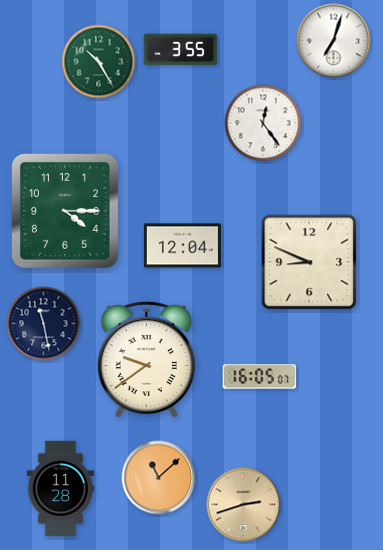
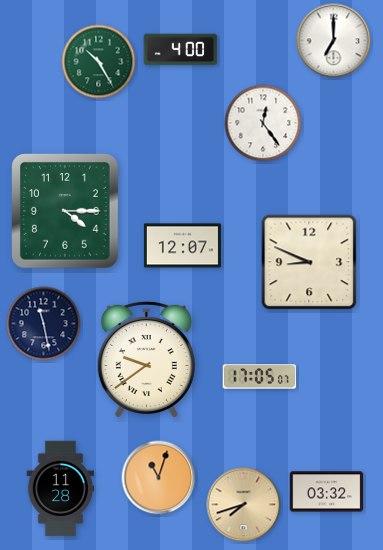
clock at (334, 41): 7:03 -> 7:00
clock at (181, 50): 3:55 -> 4:00
clock at (182, 246): 12:04 -> 12:07
clock at (260, 377): 16:05 -> 17:05
clock at (159, 478): 11:08 -> 11:03
clock at (327, 492): none -> 03:32
clock at (244, 505): 2:42 -> 7:42
